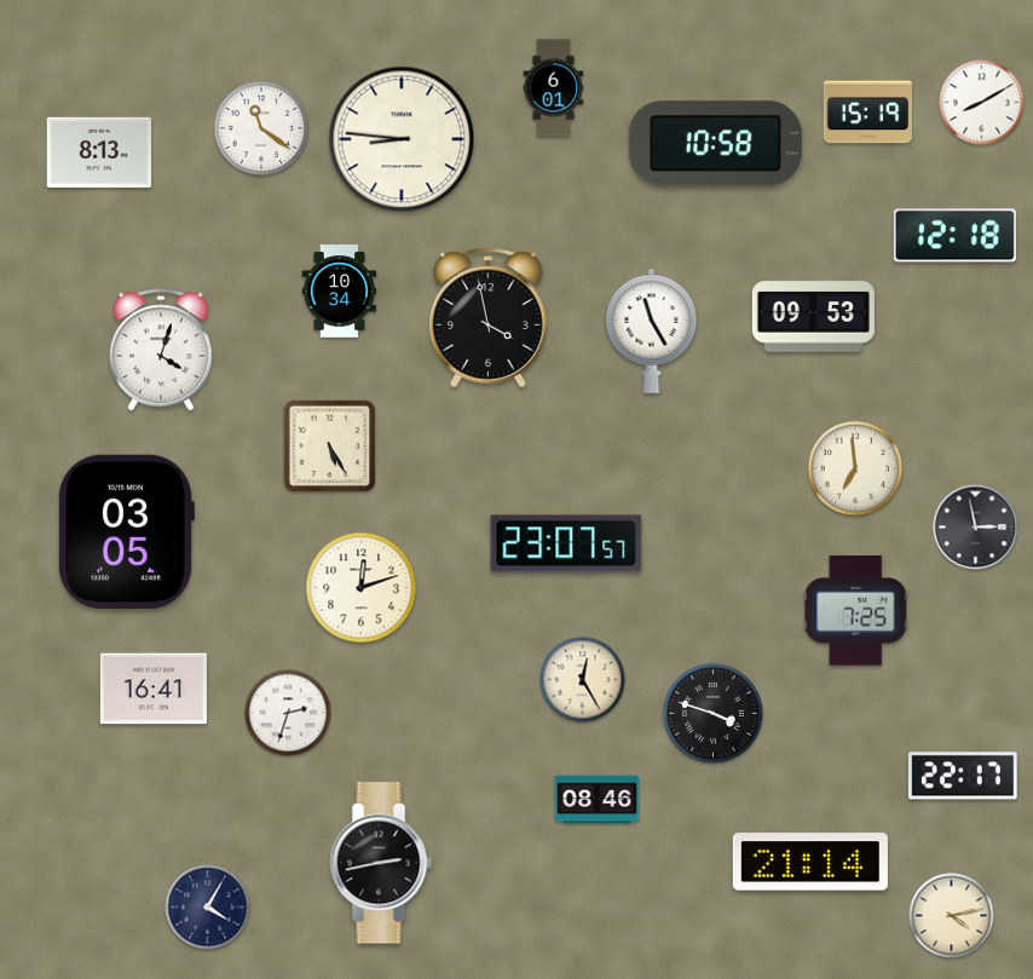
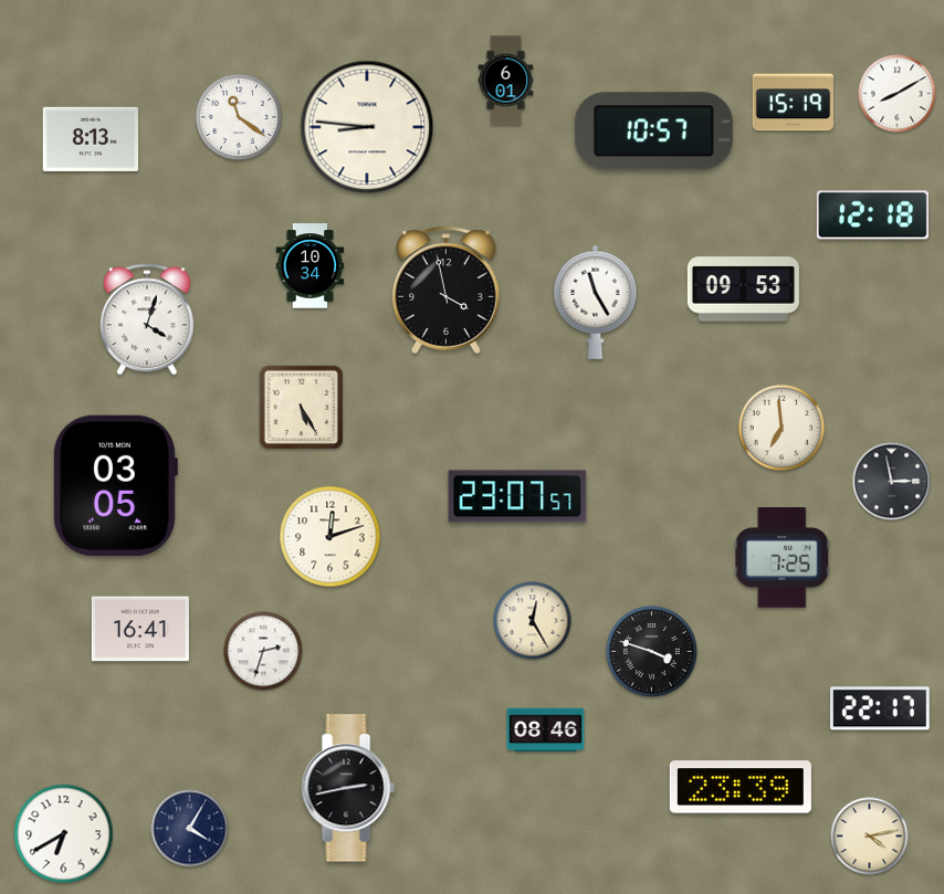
clock at (715, 144): 10:58 -> 10:57
clock at (810, 862): 21:14 -> 23:39
clock at (64, 834): none -> 6:40
